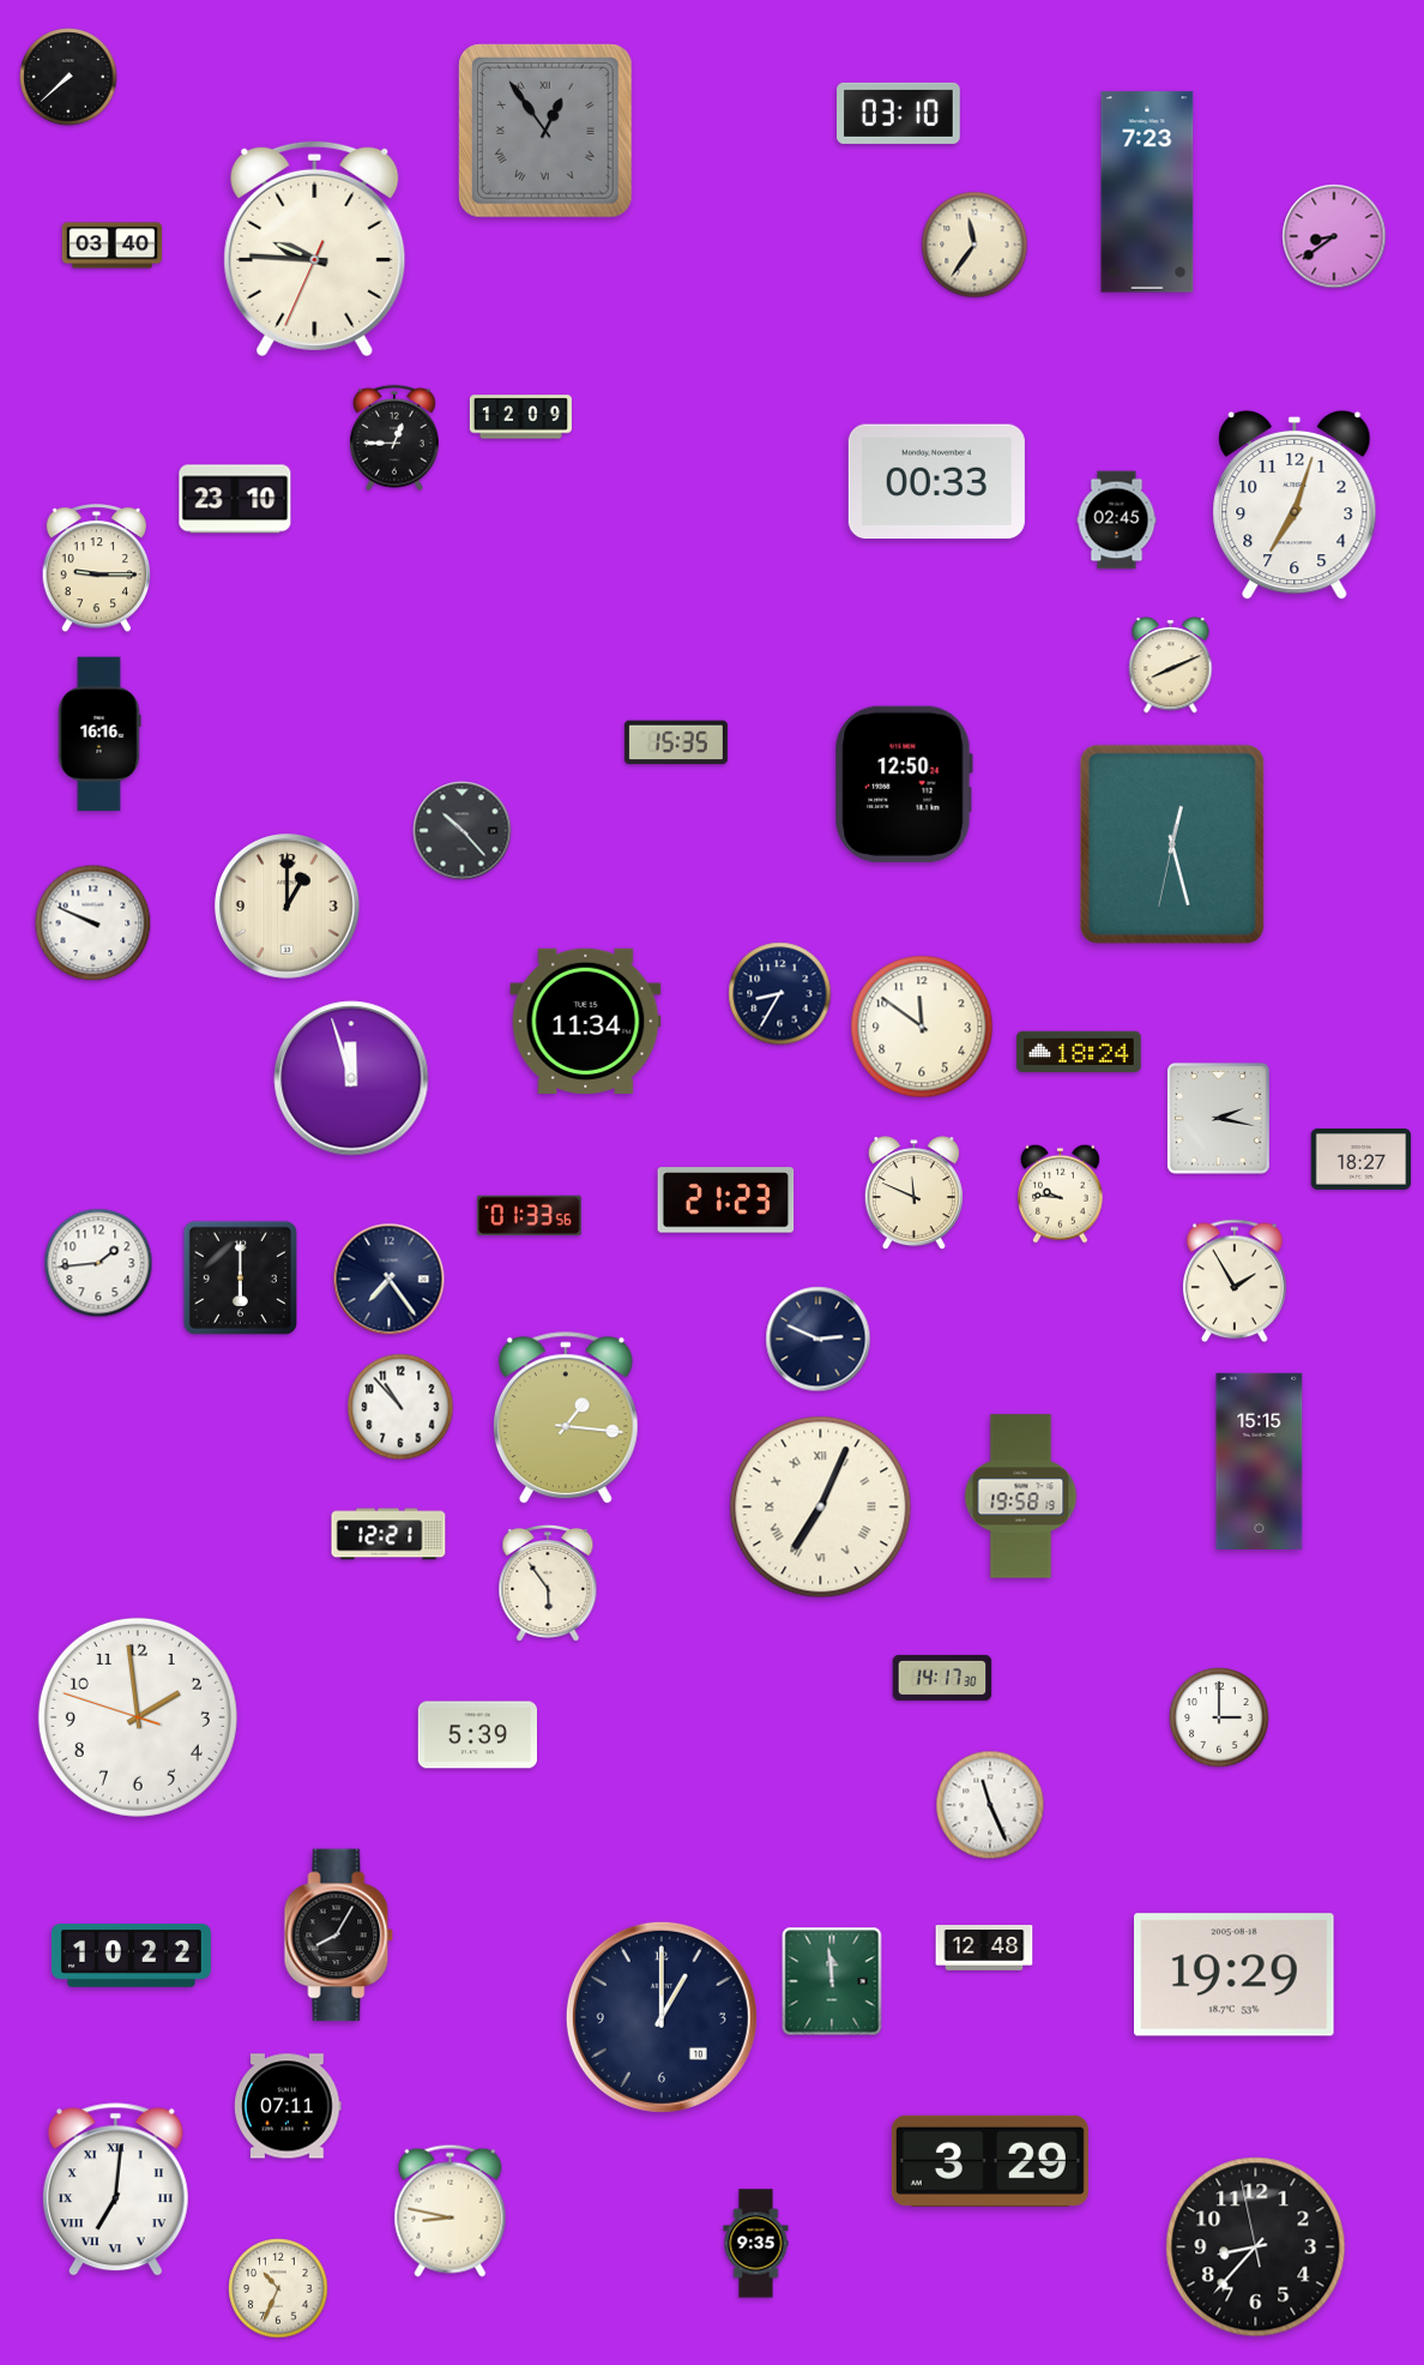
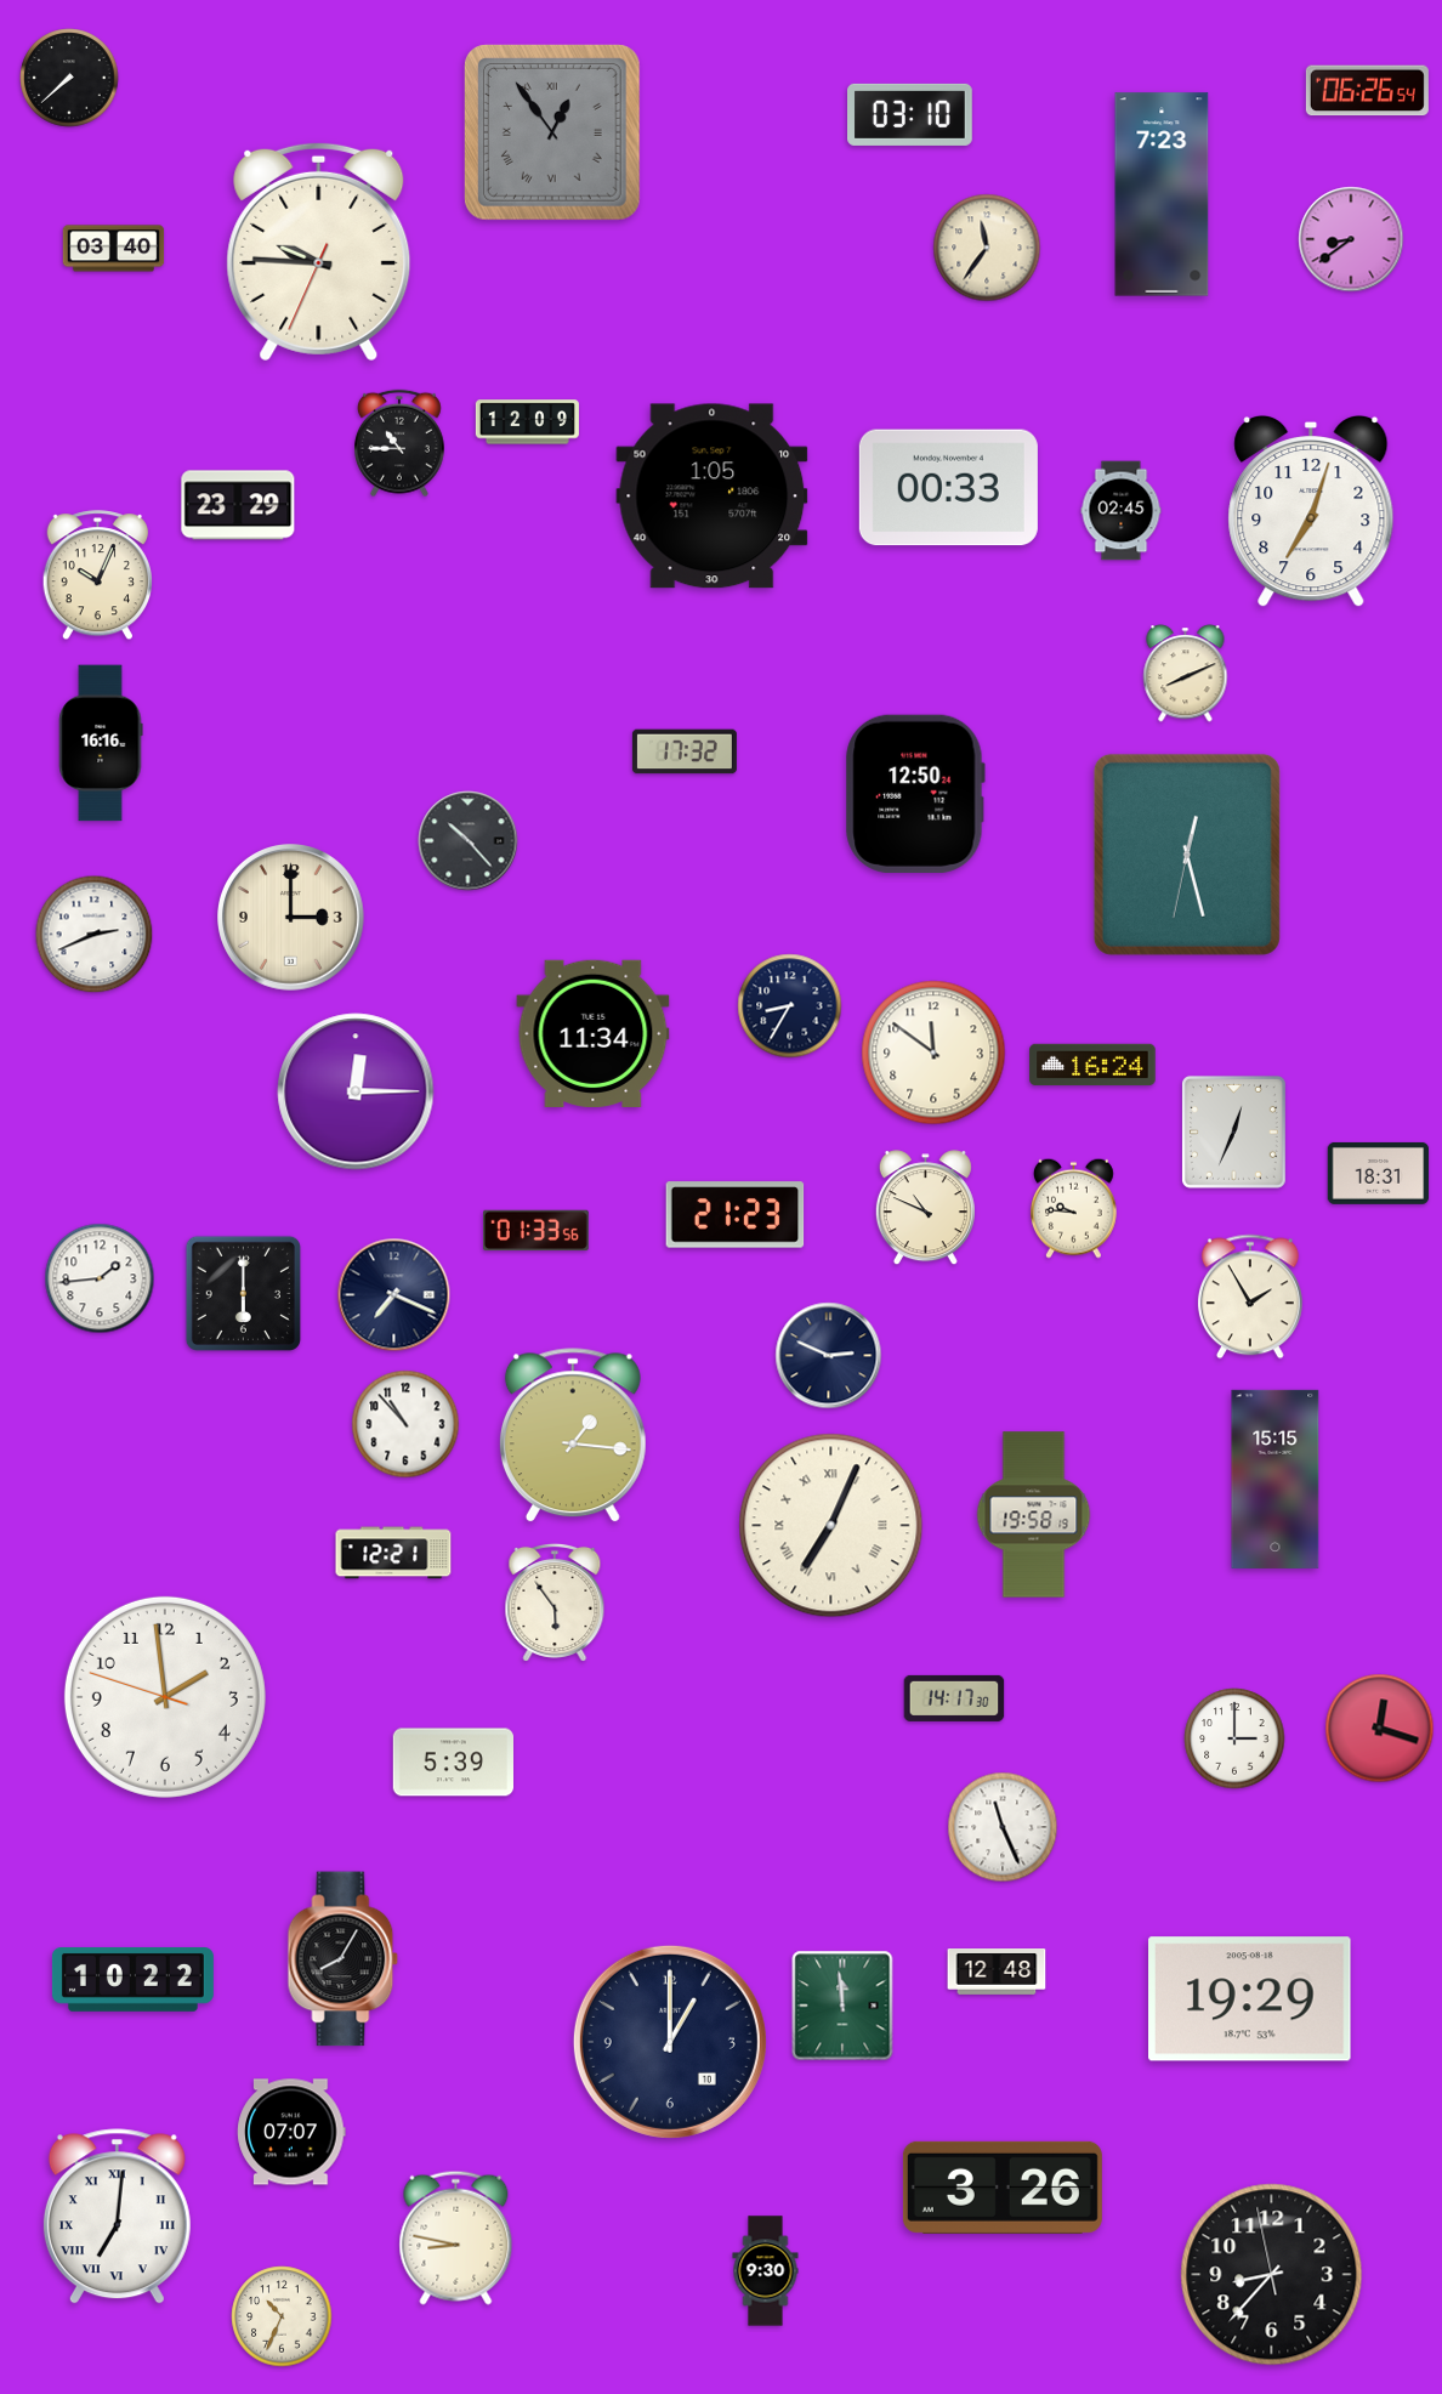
clock at (1367, 91): none -> 06:26
clock at (396, 438): 12:45 -> 10:45
clock at (713, 497): none -> 1:05
clock at (235, 499): 23:10 -> 23:29
clock at (1117, 520) position: (1117, 520) -> (1122, 511)
clock at (96, 568): 9:15 -> 10:04
clock at (676, 742): 15:35 -> 17:32
clock at (288, 907): 1:00 -> 3:00
clock at (93, 923): 9:49 -> 2:41
clock at (922, 1027) position: (922, 1027) -> (933, 1053)
clock at (1079, 1052): 18:24 -> 16:24
clock at (351, 1078): 11:57 -> 12:15
clock at (1218, 1118): 2:17 -> 12:34
clock at (1362, 1159): 18:27 -> 18:31
clock at (913, 1193): 11:49 -> 10:49
clock at (390, 1280): 7:24 -> 7:19
clock at (1380, 1729): none -> 12:18
clock at (138, 1717) position: (138, 1717) -> (165, 1697)
clock at (477, 1735) position: (477, 1735) -> (453, 1763)
clock at (288, 2106): 07:11 -> 07:07
clock at (990, 2161): 3:29 -> 3:26
clock at (756, 2244): 9:35 -> 9:30
